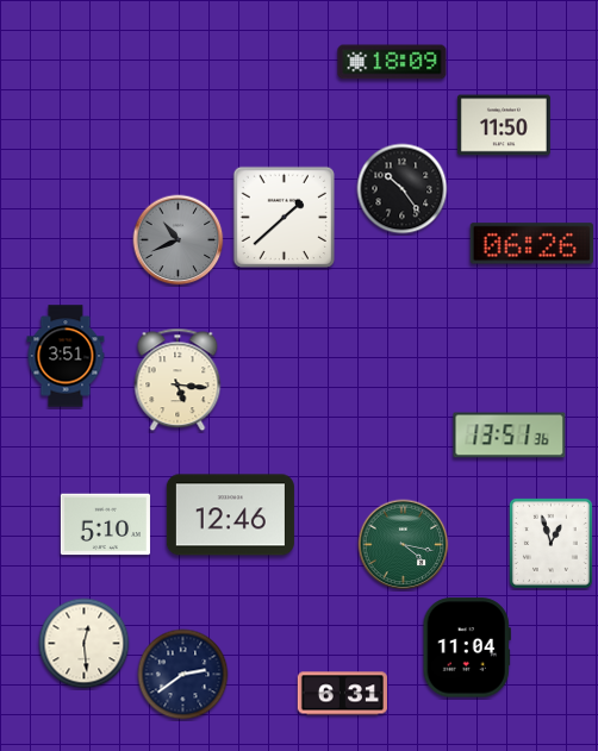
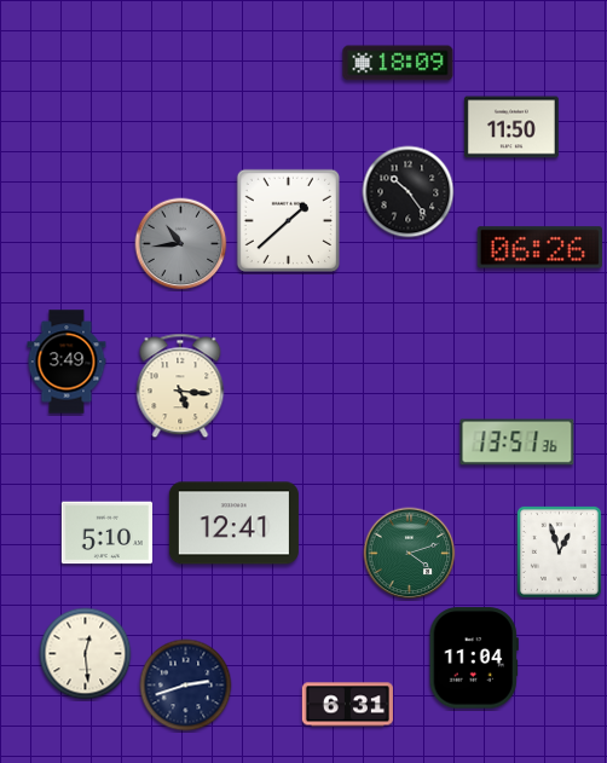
clock at (179, 240): 10:41 -> 10:44
clock at (66, 356): 3:51 -> 3:49
clock at (230, 515): 12:46 -> 12:41
clock at (404, 545): 4:17 -> 4:12
clock at (183, 675): 2:39 -> 2:42
